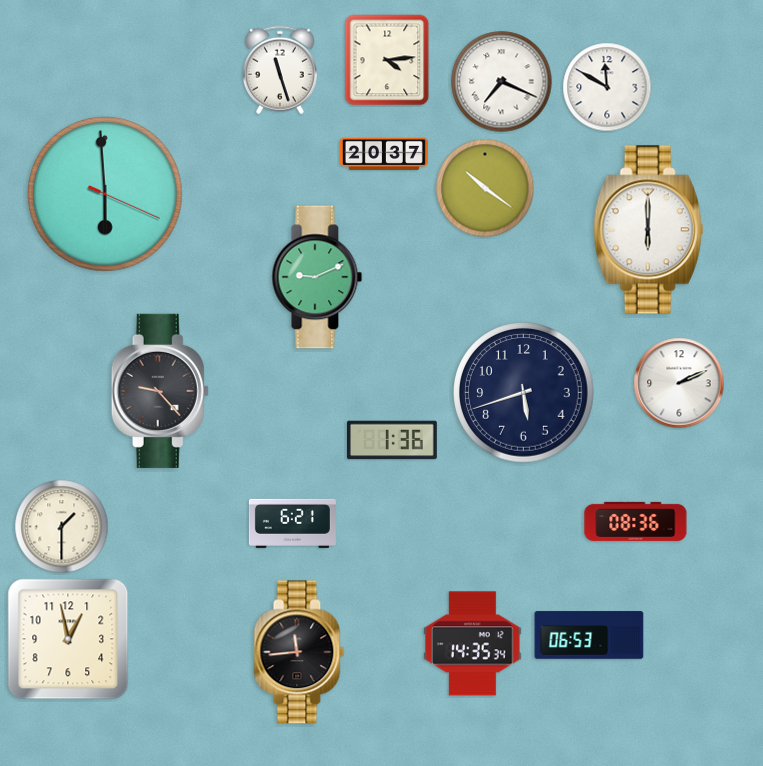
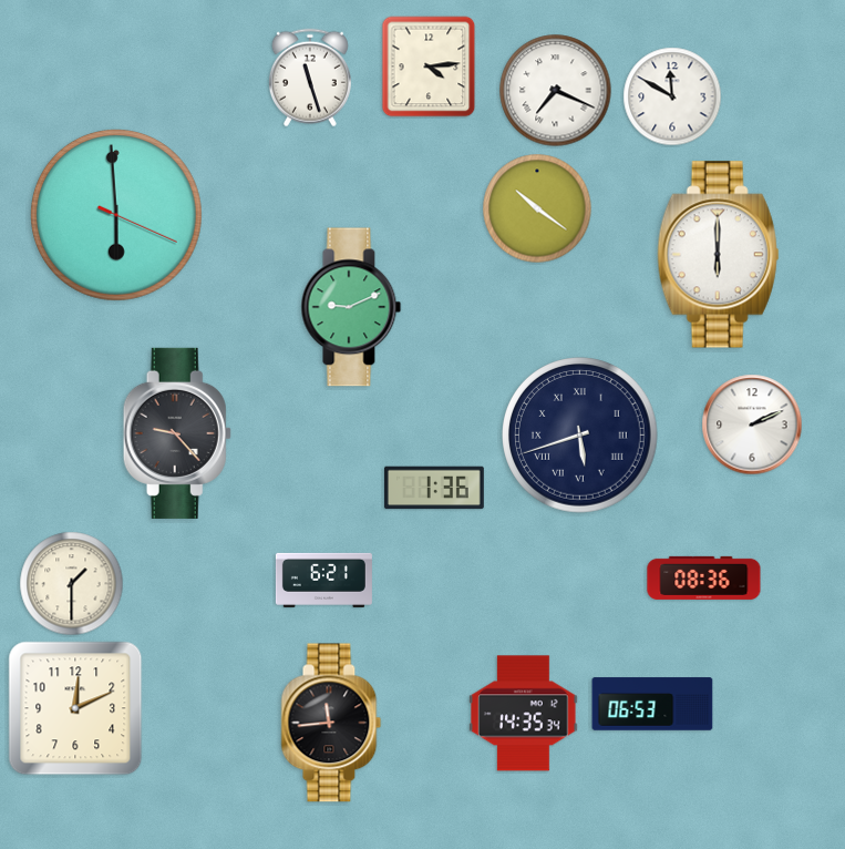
clock at (384, 154): 20:37 -> none
clock at (524, 393) numerals: Arabic -> Roman
clock at (62, 527) position: (62, 527) -> (72, 584)
clock at (68, 639): 12:58 -> 12:11
